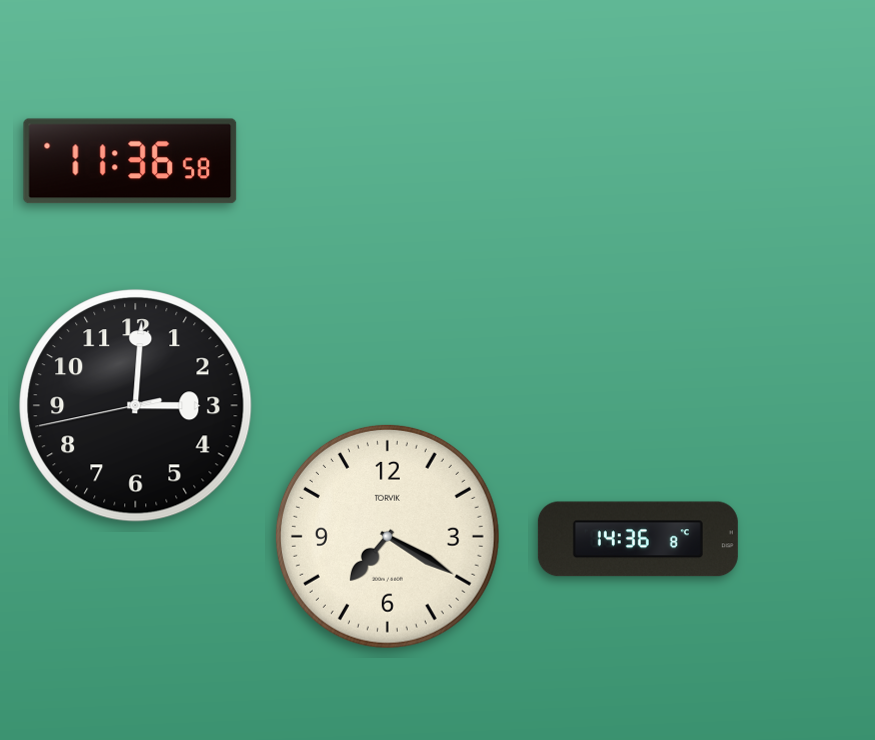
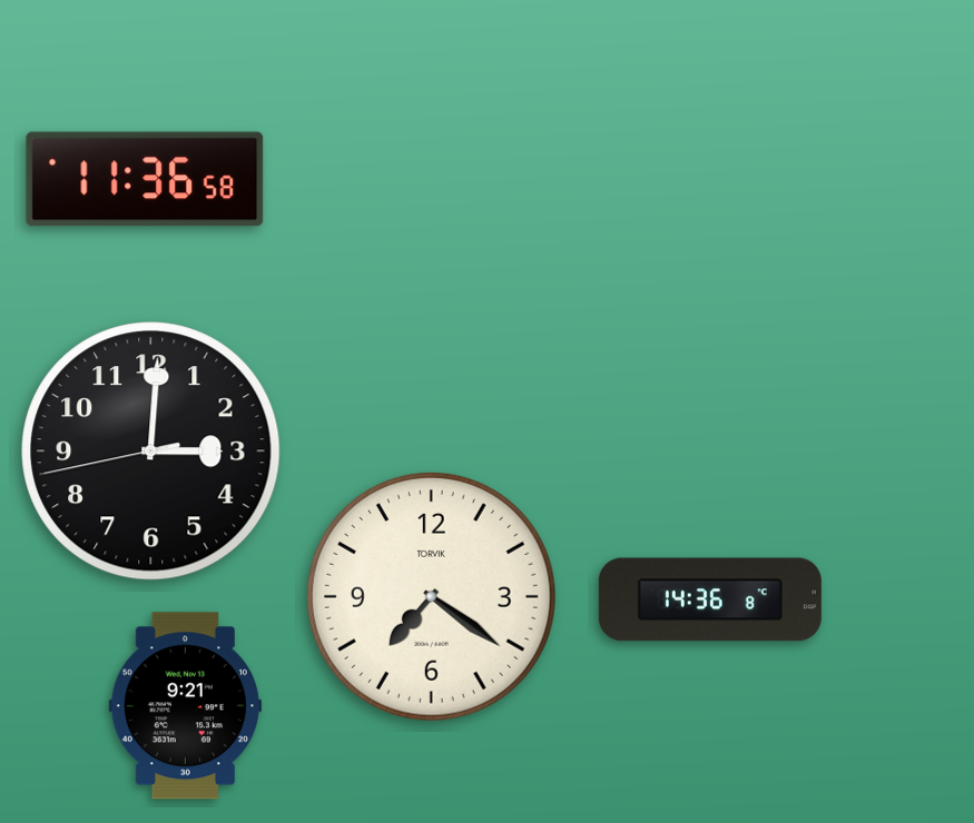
clock at (387, 536): 7:20 -> 7:21
clock at (185, 706): none -> 9:21
